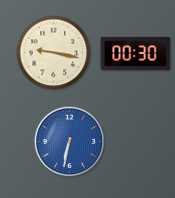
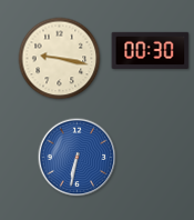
clock at (136, 53) position: (136, 53) -> (151, 50)
